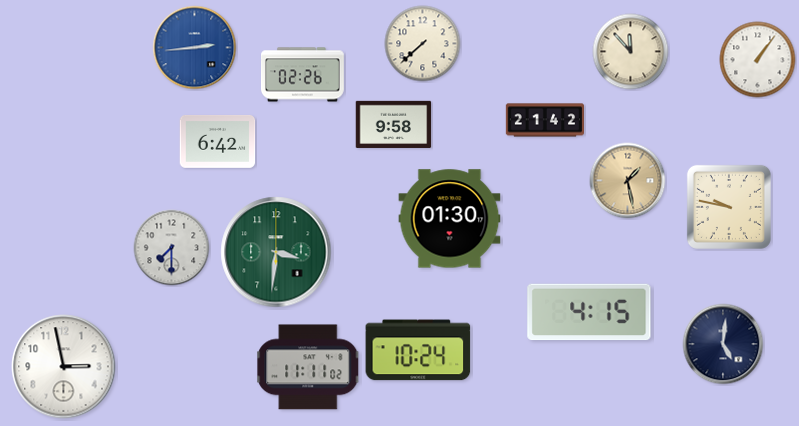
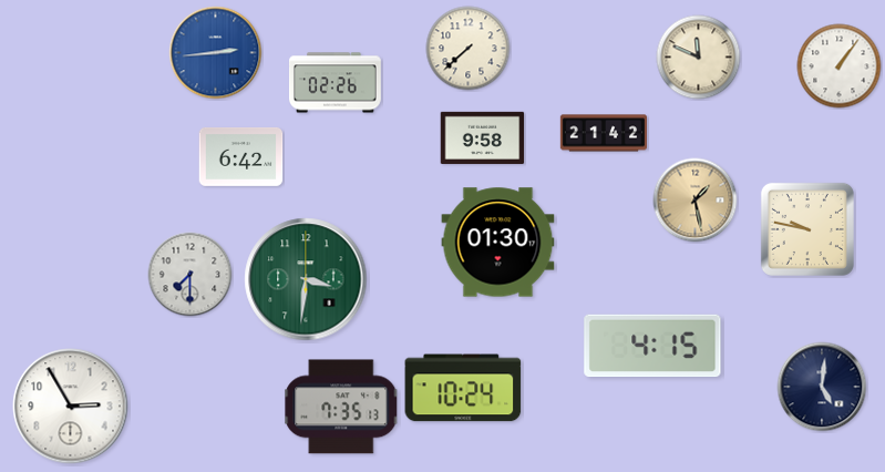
clock at (631, 52): 11:53 -> 11:49
clock at (394, 124) position: (394, 124) -> (483, 137)
clock at (723, 344) position: (723, 344) -> (822, 387)
clock at (64, 367): 2:58 -> 2:55
clock at (308, 367): 11:11 -> 7:35
